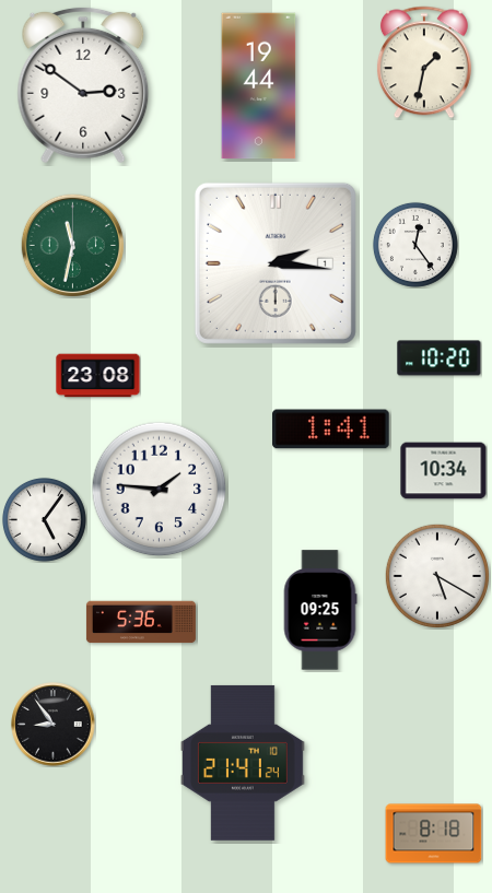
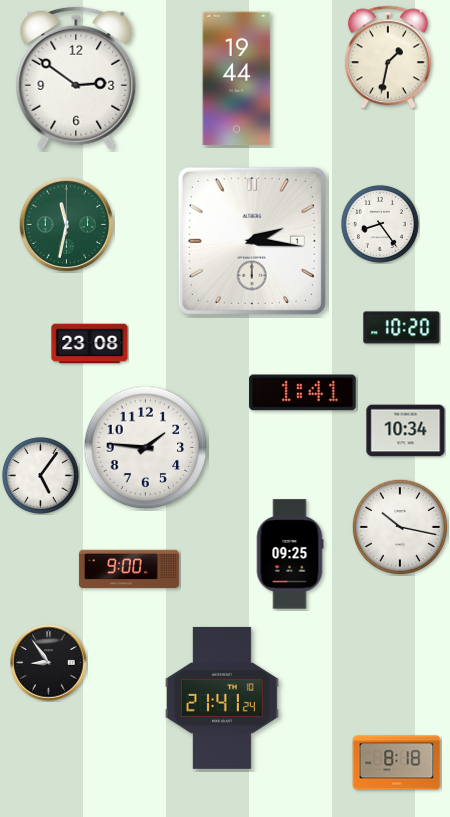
clock at (415, 245): 12:24 -> 8:24
clock at (437, 576): 5:20 -> 10:17
clock at (320, 610) position: (320, 610) -> (290, 554)
clock at (141, 622): 5:36 -> 9:00
